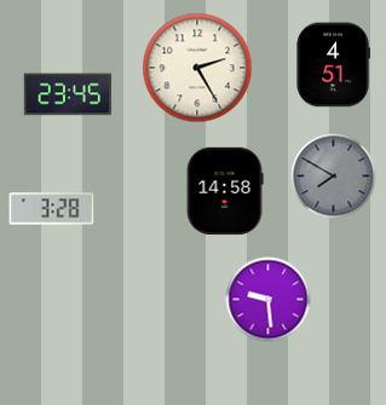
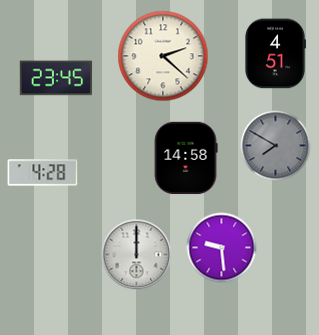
clock at (197, 68): 2:25 -> 2:22
clock at (52, 209): 3:28 -> 4:28
clock at (137, 255): none -> 12:00
